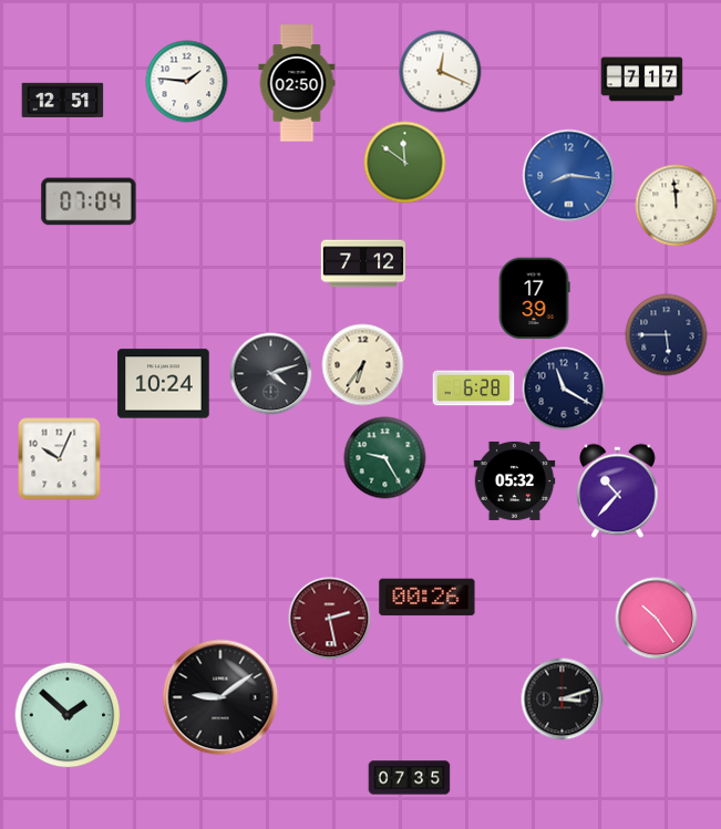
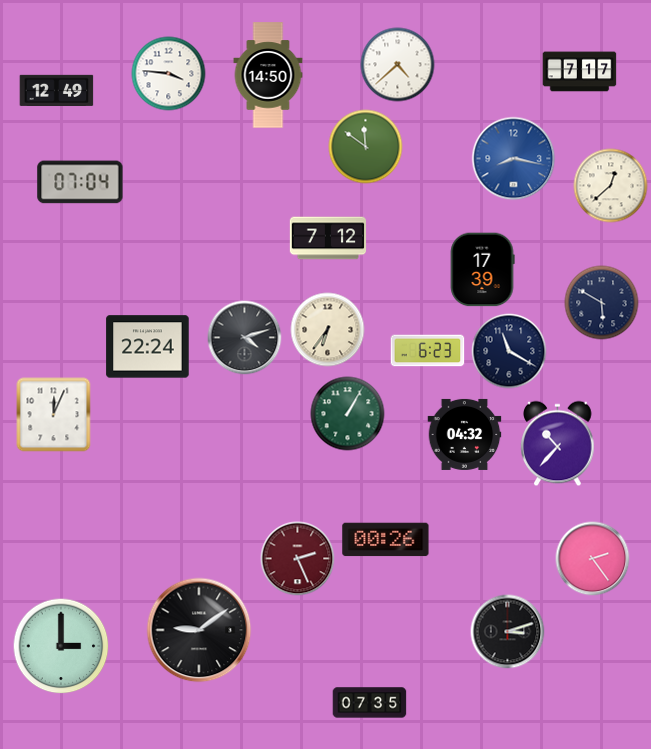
clock at (441, 72): 12:19 -> 4:38
clock at (187, 82): 1:46 -> 3:46
clock at (297, 83): 02:50 -> 14:50
clock at (63, 100): 12:51 -> 12:49
clock at (569, 176): 8:16 -> 8:17
clock at (677, 206): 11:59 -> 12:38
clock at (667, 335): 5:45 -> 5:50
clock at (164, 384): 10:24 -> 22:24
clock at (474, 388): 6:28 -> 6:23
clock at (385, 458): 9:25 -> 1:05
clock at (60, 459): 10:04 -> 12:04
clock at (515, 480): 05:32 -> 04:32
clock at (330, 619): 2:28 -> 2:26
clock at (657, 619): 10:24 -> 2:24
clock at (68, 715): 1:52 -> 3:00
